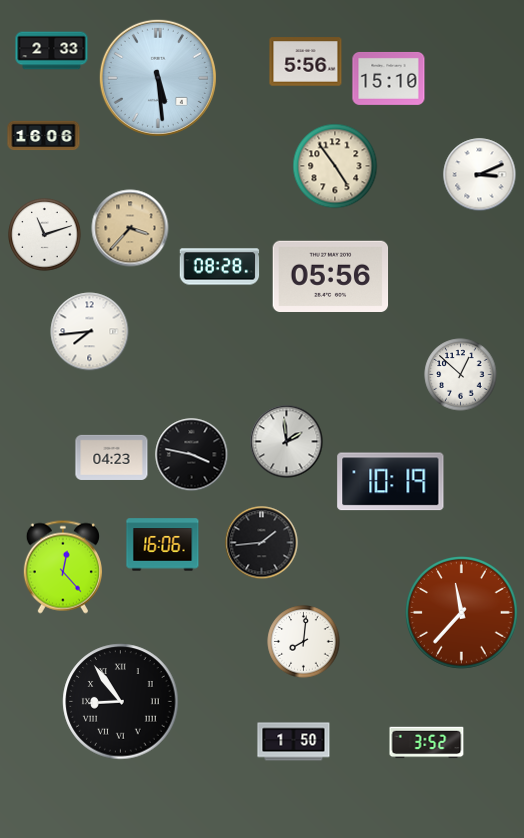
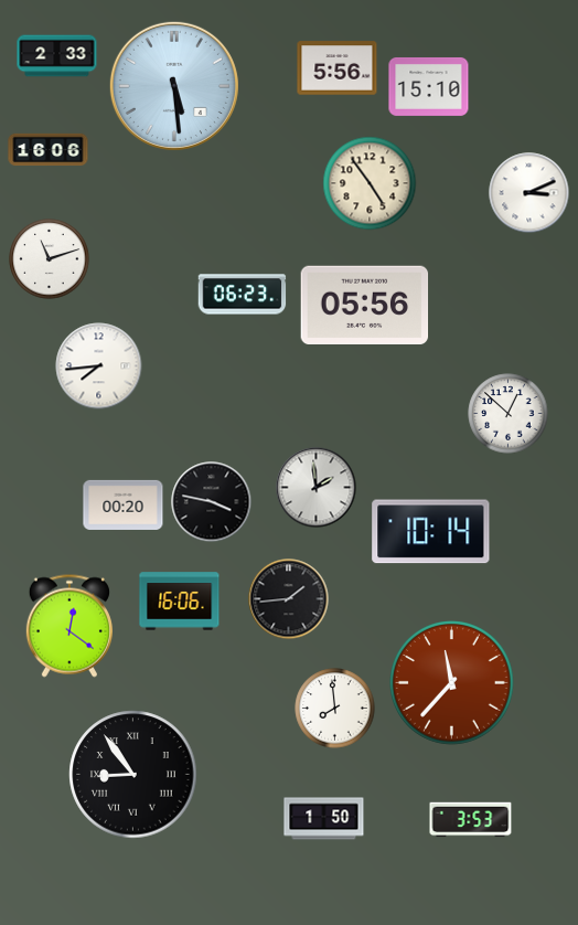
clock at (130, 228): 3:37 -> none
clock at (220, 267): 08:28 -> 06:23
clock at (112, 457): 04:23 -> 00:20
clock at (391, 482): 10:19 -> 10:14
clock at (63, 567): 12:23 -> 12:21
clock at (462, 613) position: (462, 613) -> (452, 683)
clock at (304, 642): 8:01 -> 7:59
clock at (427, 743): 3:52 -> 3:53
